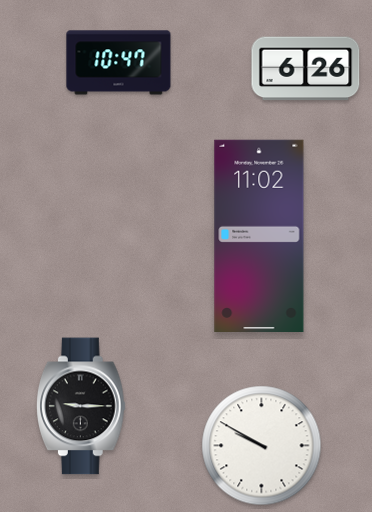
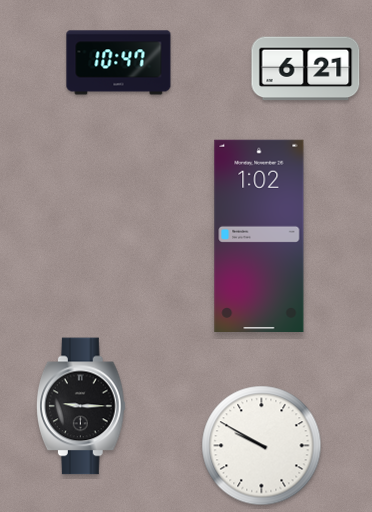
clock at (306, 69): 6:26 -> 6:21
clock at (259, 235): 11:02 -> 1:02
